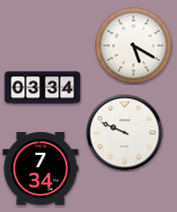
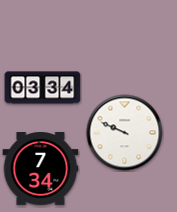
clock at (134, 46): 5:20 -> none
